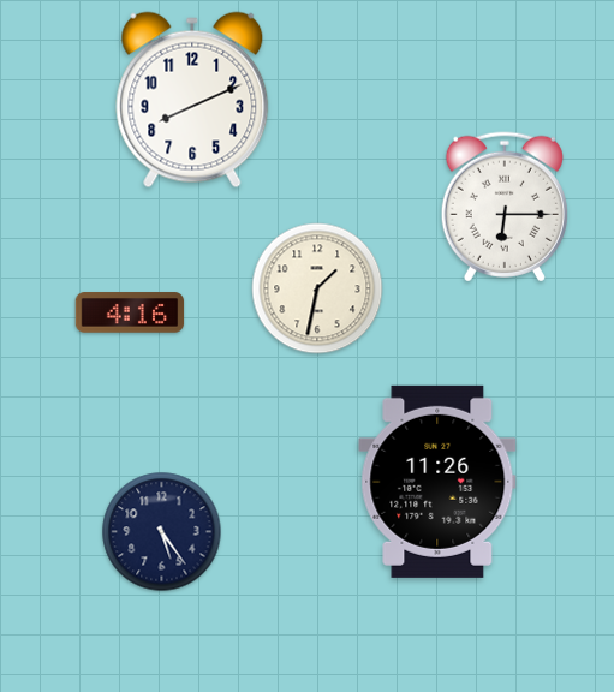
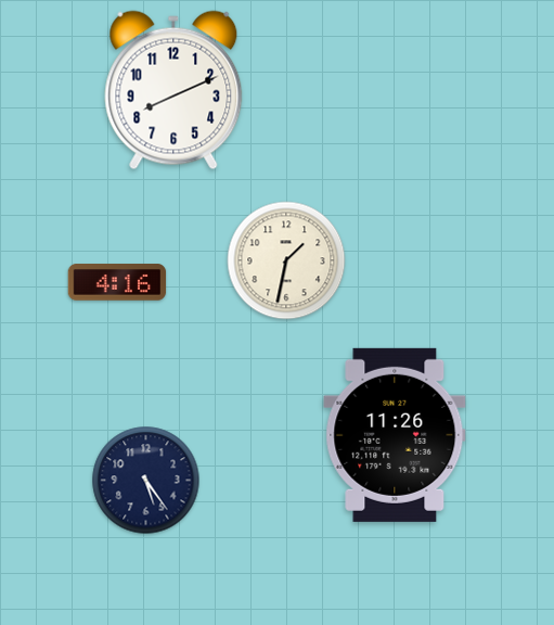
clock at (505, 207): 6:15 -> none
